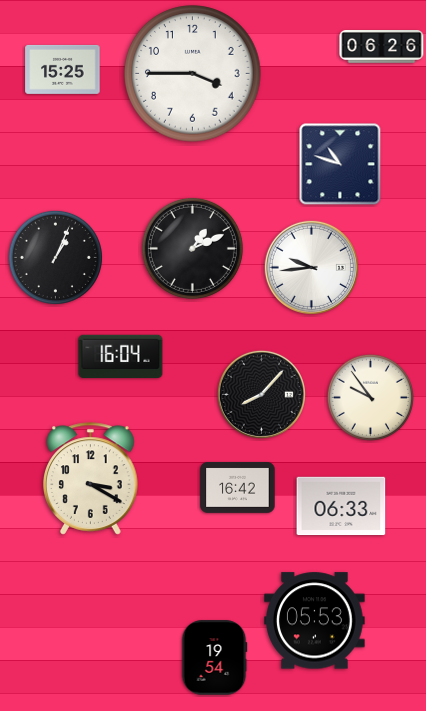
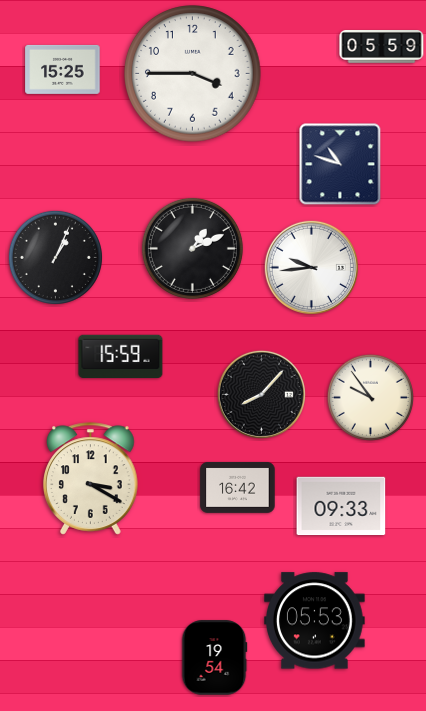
clock at (382, 47): 06:26 -> 05:59
clock at (121, 356): 16:04 -> 15:59
clock at (341, 506): 06:33 -> 09:33
